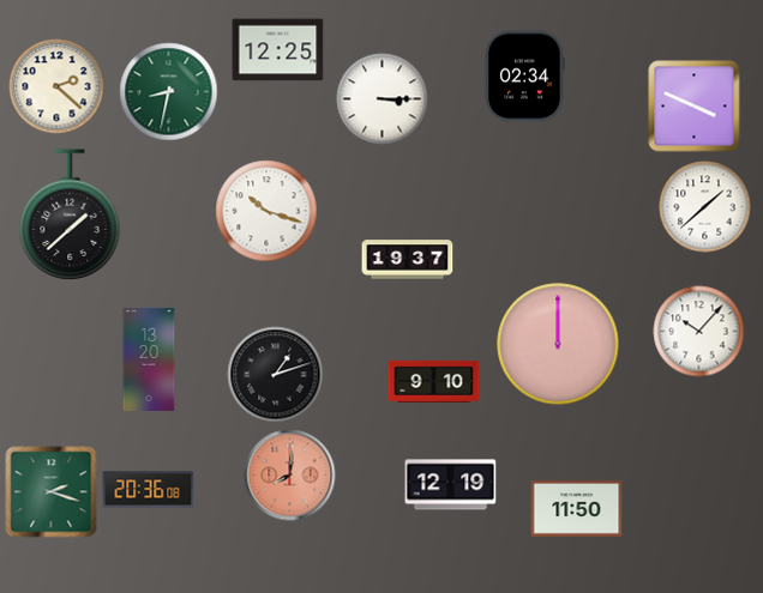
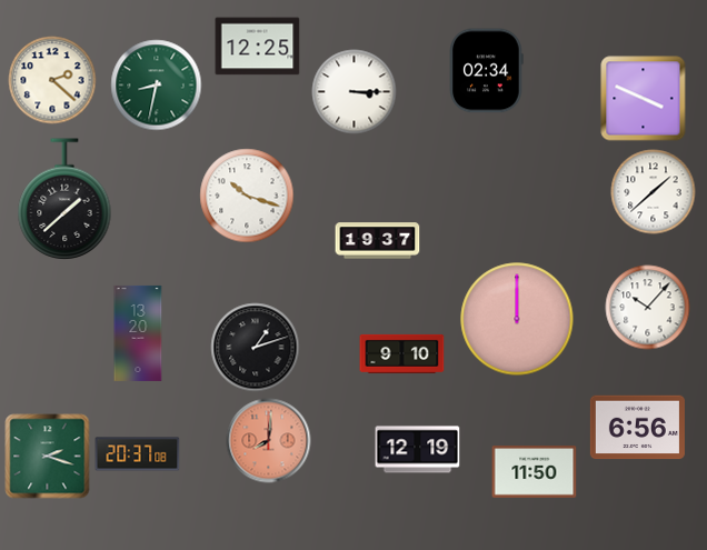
clock at (637, 428): none -> 6:56
clock at (149, 490): 20:36 -> 20:37
